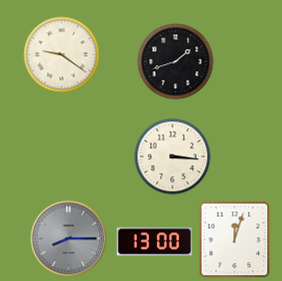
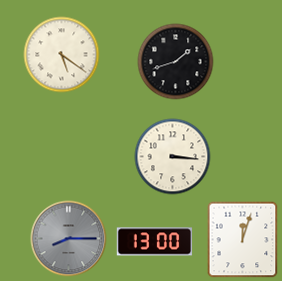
clock at (62, 55): 9:21 -> 5:21
clock at (235, 240) position: (235, 240) -> (243, 240)
